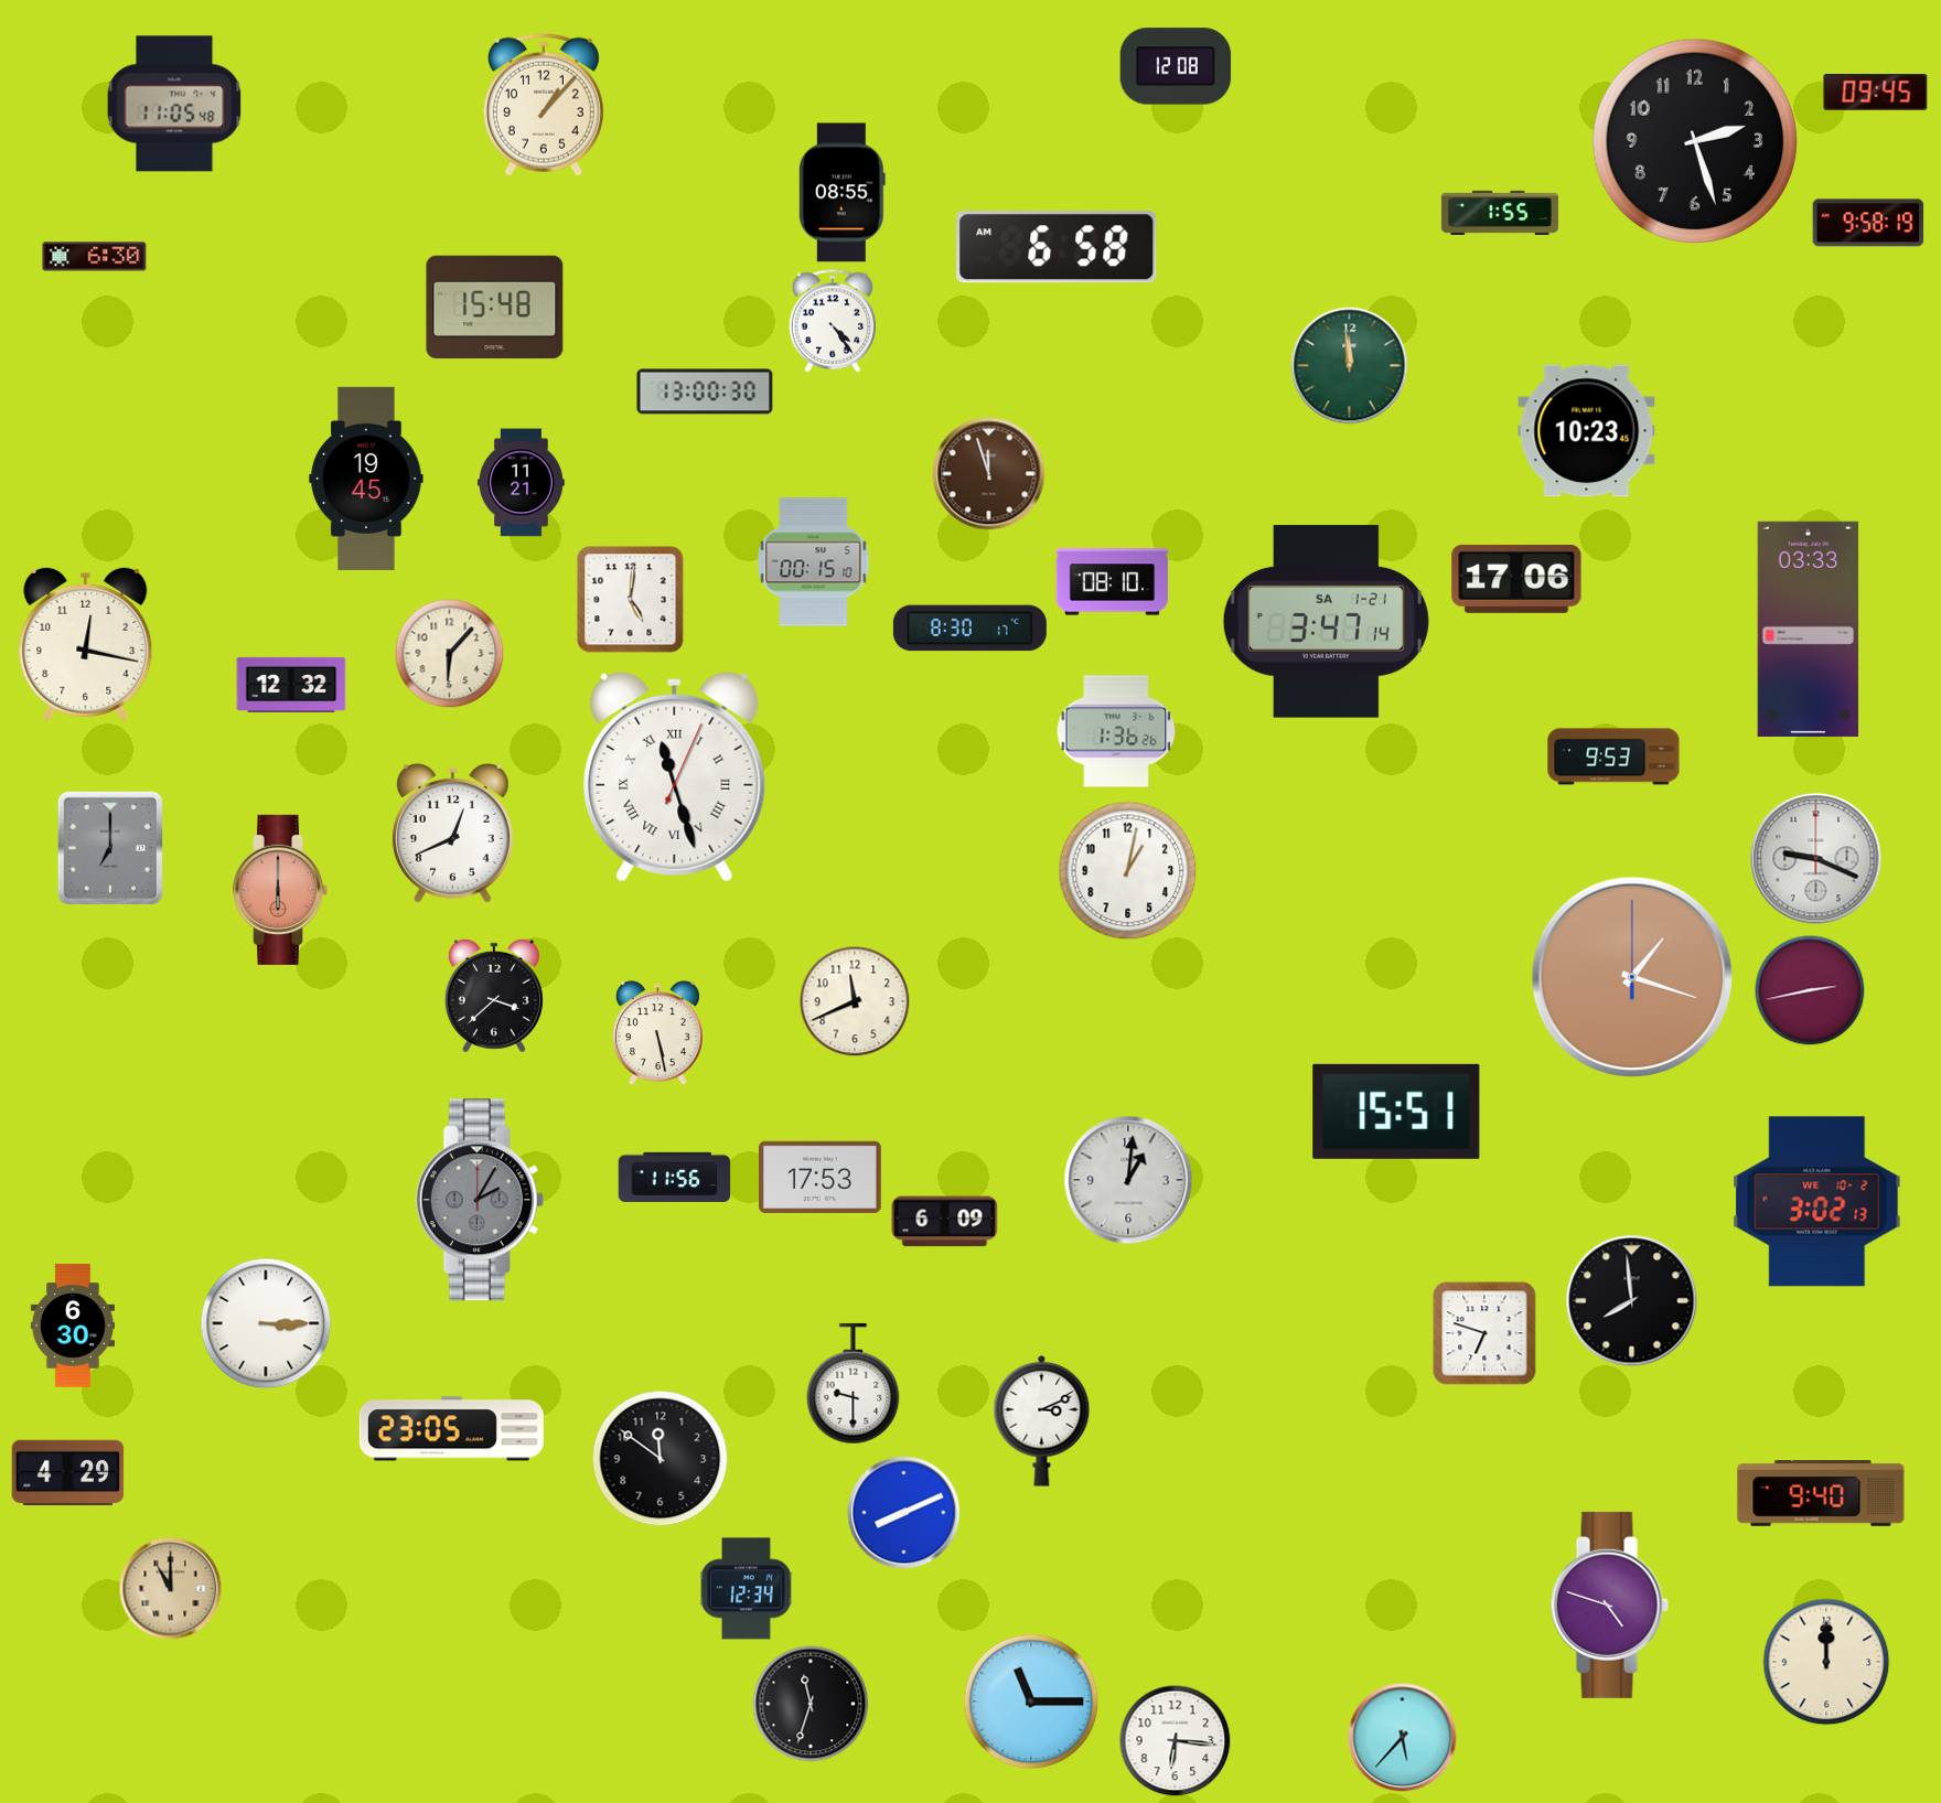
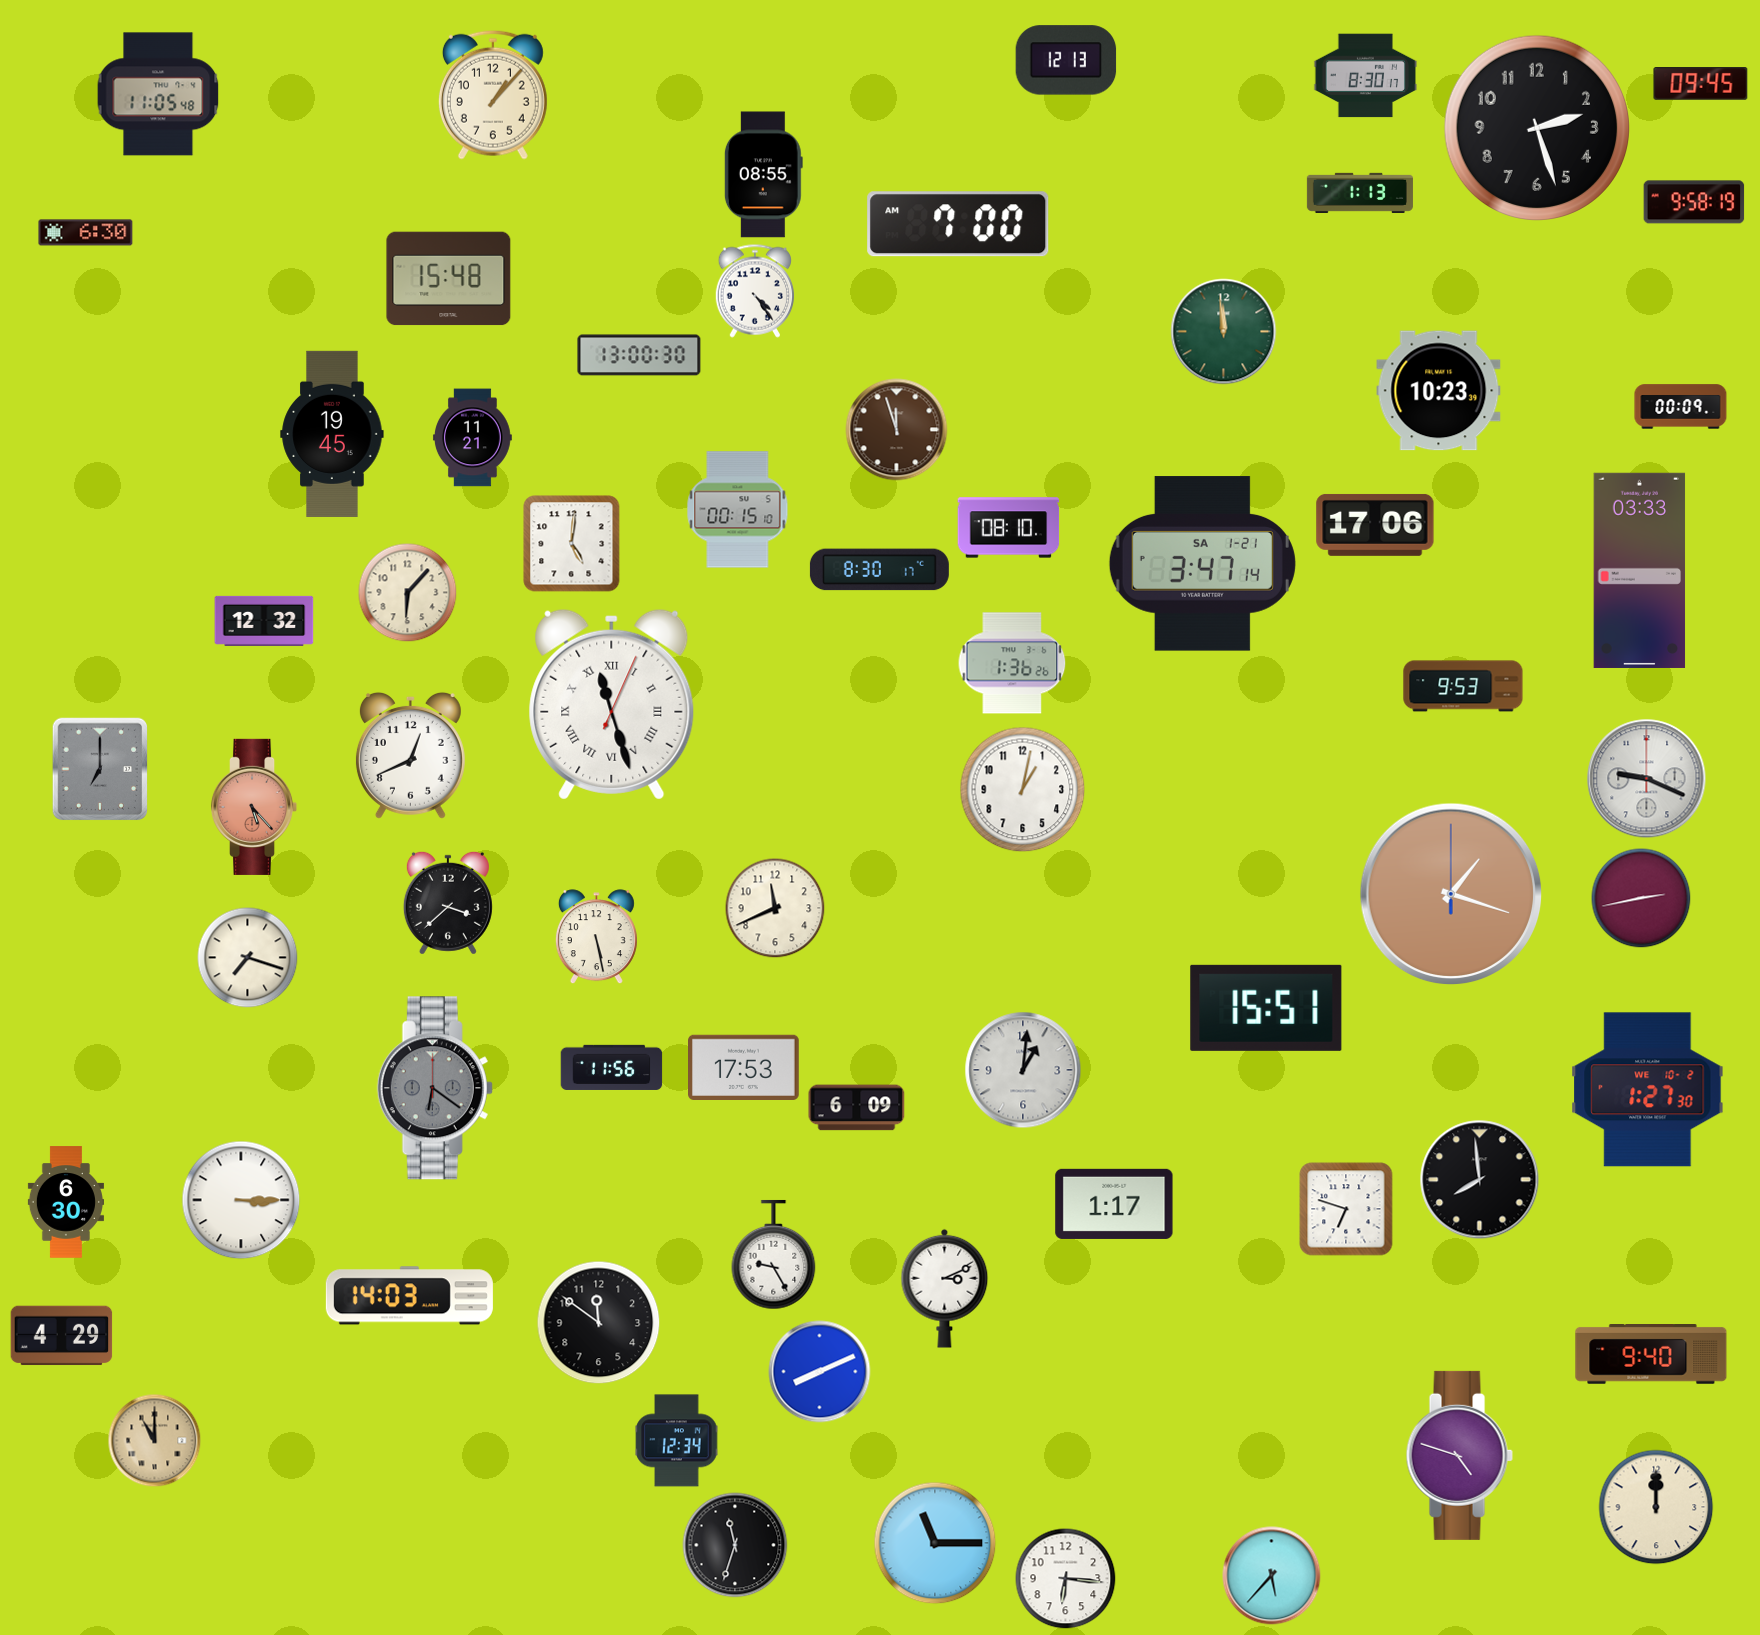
clock at (1176, 66): 12:08 -> 12:13
clock at (1366, 76): none -> 8:30
clock at (1500, 213): 1:55 -> 1:13
clock at (1057, 247): 6:58 -> 7:00
clock at (1587, 431): 10:23:45 -> 10:23:39
clock at (1681, 407): none -> 00:09
clock at (86, 645): 12:17 -> none
clock at (280, 890): 6:00 -> 5:23
clock at (1632, 977) position: (1632, 977) -> (1451, 894)
clock at (248, 958): none -> 7:18
clock at (480, 1200): 2:05 -> 6:21
clock at (1817, 1202): 3:02 -> 1:27
clock at (1114, 1204): none -> 1:17
clock at (854, 1384): 9:30 -> 9:25
clock at (451, 1429): 23:05 -> 14:03
